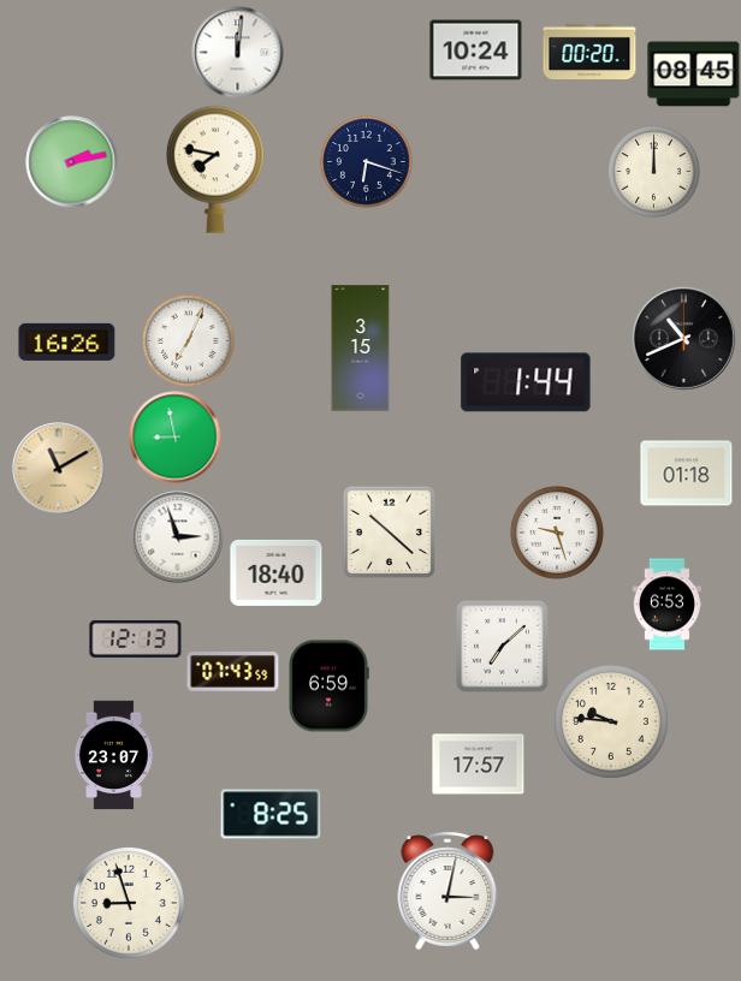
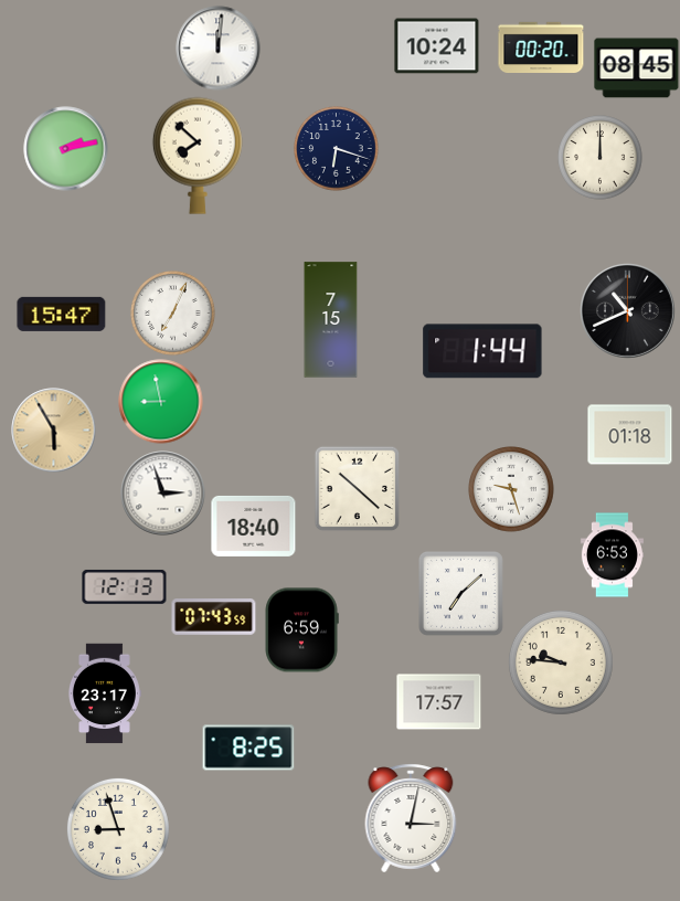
clock at (215, 170): 7:47 -> 7:52
clock at (67, 341): 16:26 -> 15:47
clock at (361, 349): 3:15 -> 7:15
clock at (59, 469): 11:10 -> 5:55
clock at (114, 755): 23:07 -> 23:17
